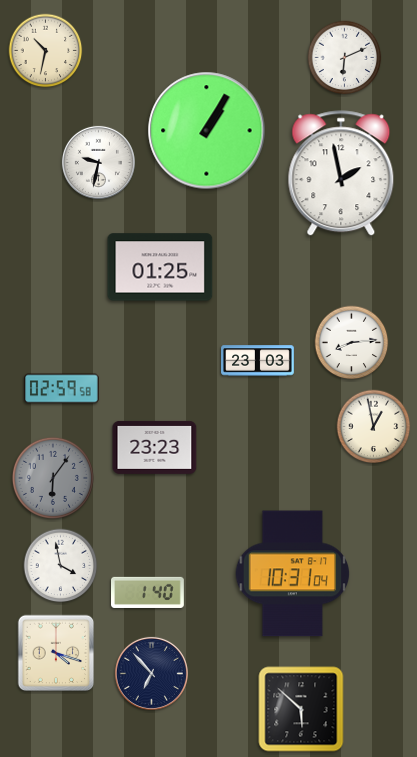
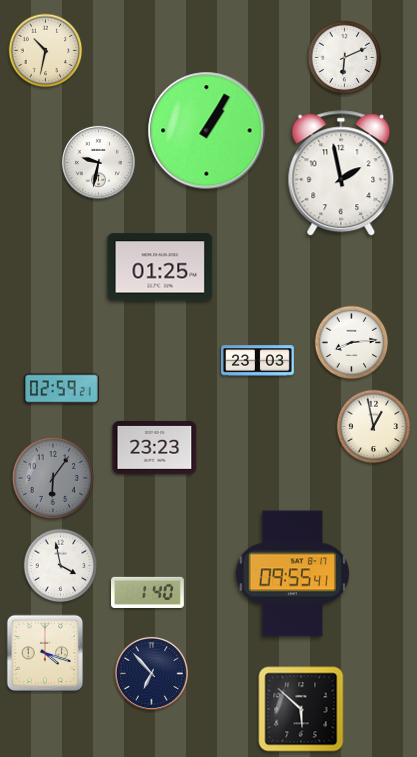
clock at (62, 389): 02:59:58 -> 02:59:21
clock at (293, 574): 10:31 -> 09:55
clock at (56, 653) position: (56, 653) -> (45, 653)
